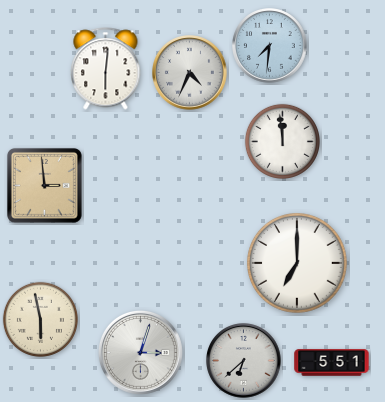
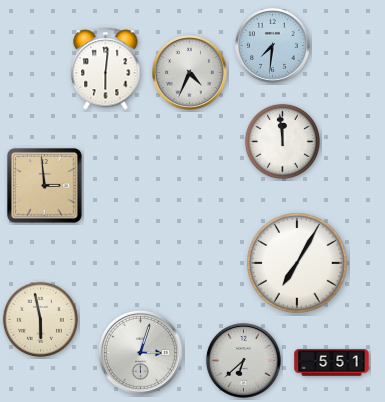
clock at (270, 46) position: (270, 46) -> (273, 46)
clock at (298, 264): 7:00 -> 7:05
